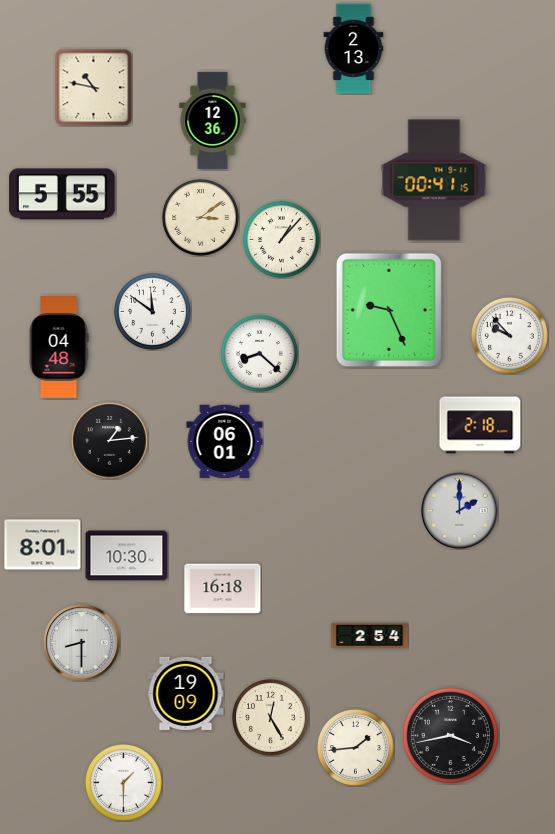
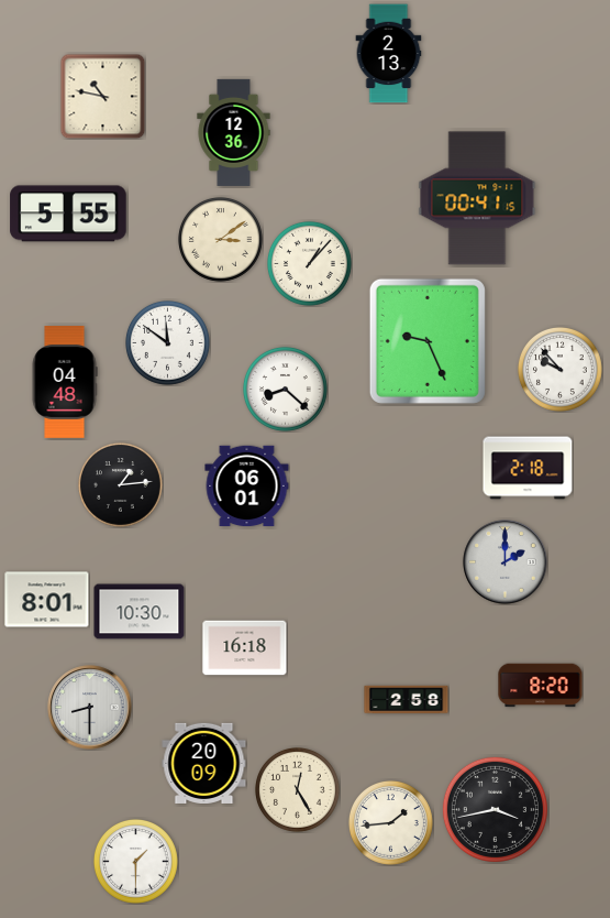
clock at (541, 686): none -> 8:20
clock at (370, 636): 2:54 -> 2:58
clock at (186, 693): 19:09 -> 20:09
